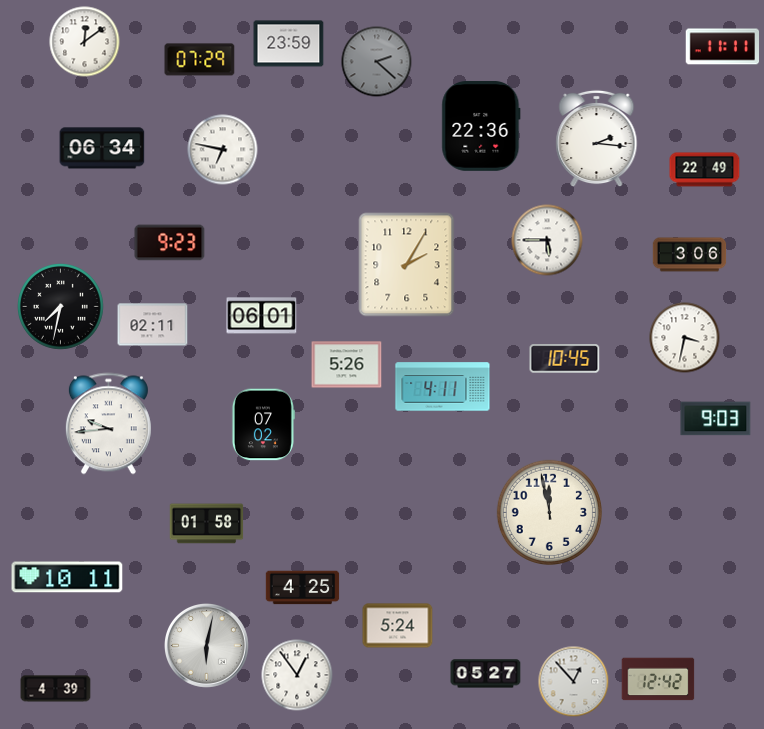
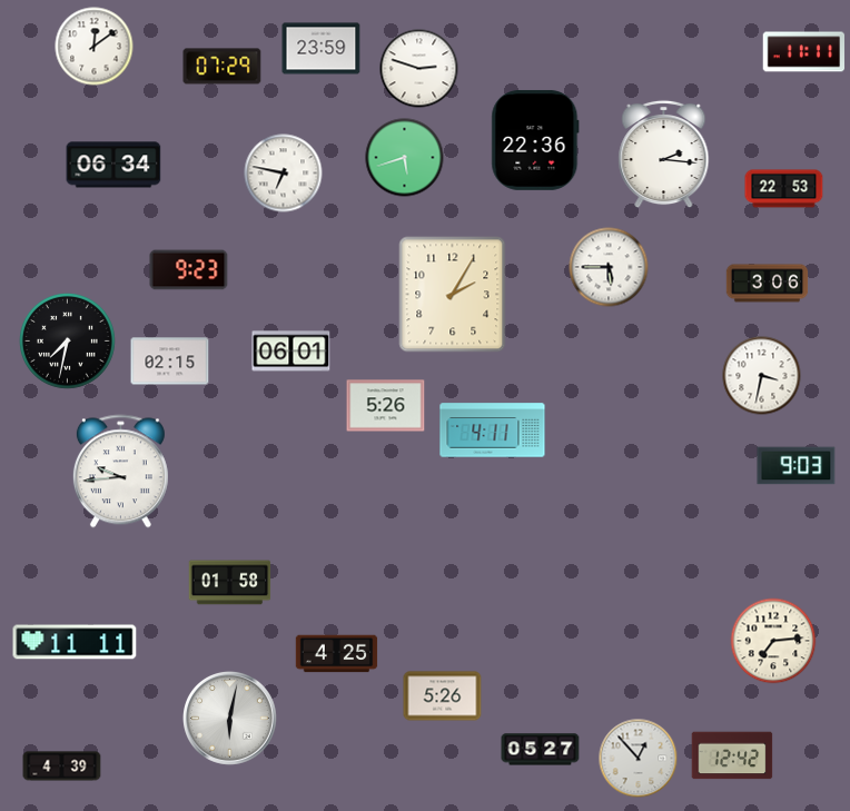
clock at (377, 62): 2:22 -> 2:48
clock at (377, 62) dial: grey -> white
clock at (405, 158): none -> 5:42
clock at (223, 150) position: (223, 150) -> (284, 174)
clock at (705, 170): 22:49 -> 22:53
clock at (153, 325): 02:11 -> 02:15
clock at (565, 359): 10:45 -> none
clock at (263, 425): 07:02 -> none
clock at (549, 512): 11:58 -> none
clock at (773, 641): none -> 7:14
clock at (67, 577): 10:11 -> 11:11
clock at (398, 626): 5:24 -> 5:26
clock at (297, 675): 12:54 -> none
